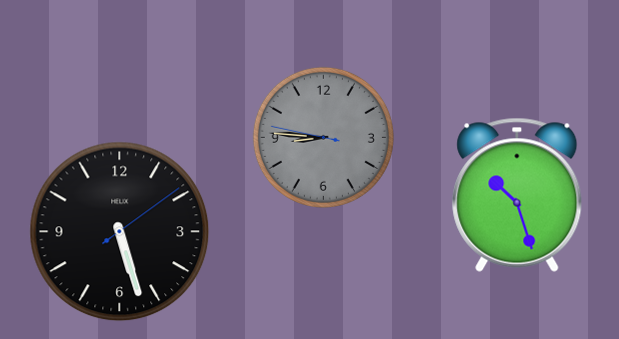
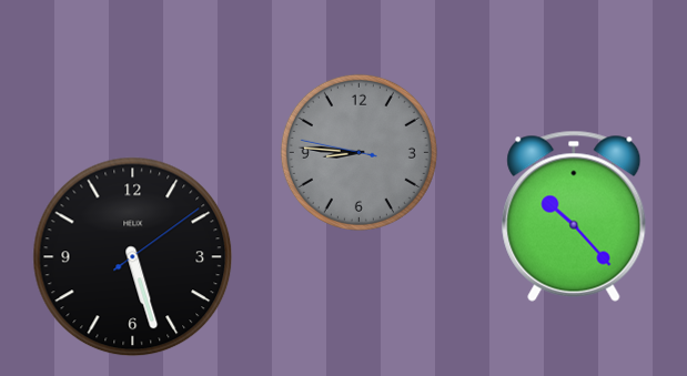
clock at (517, 195): 10:27 -> 10:23
